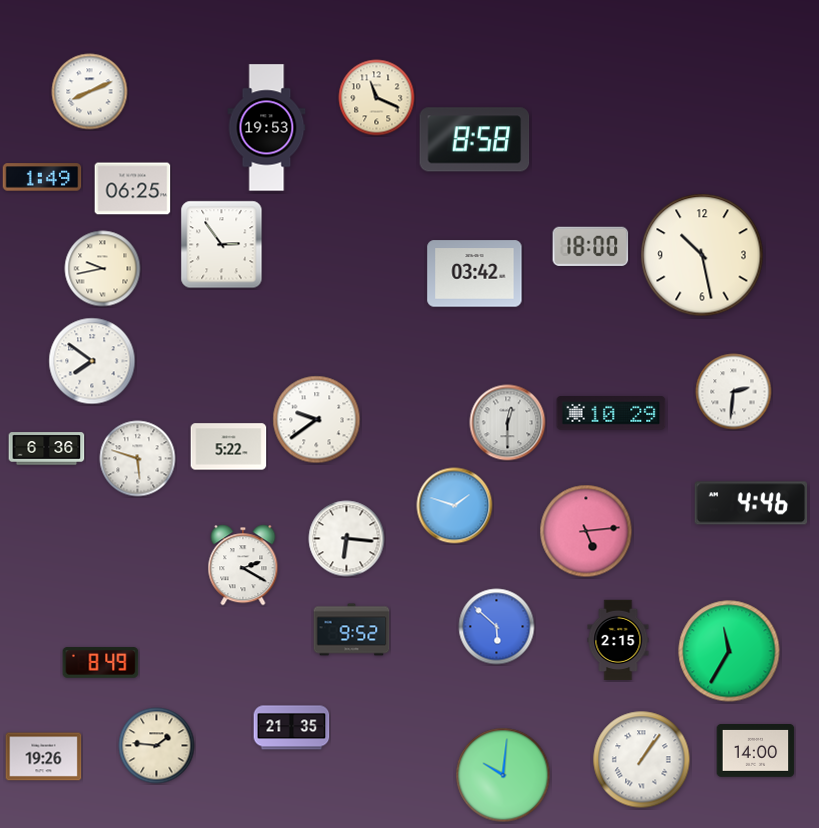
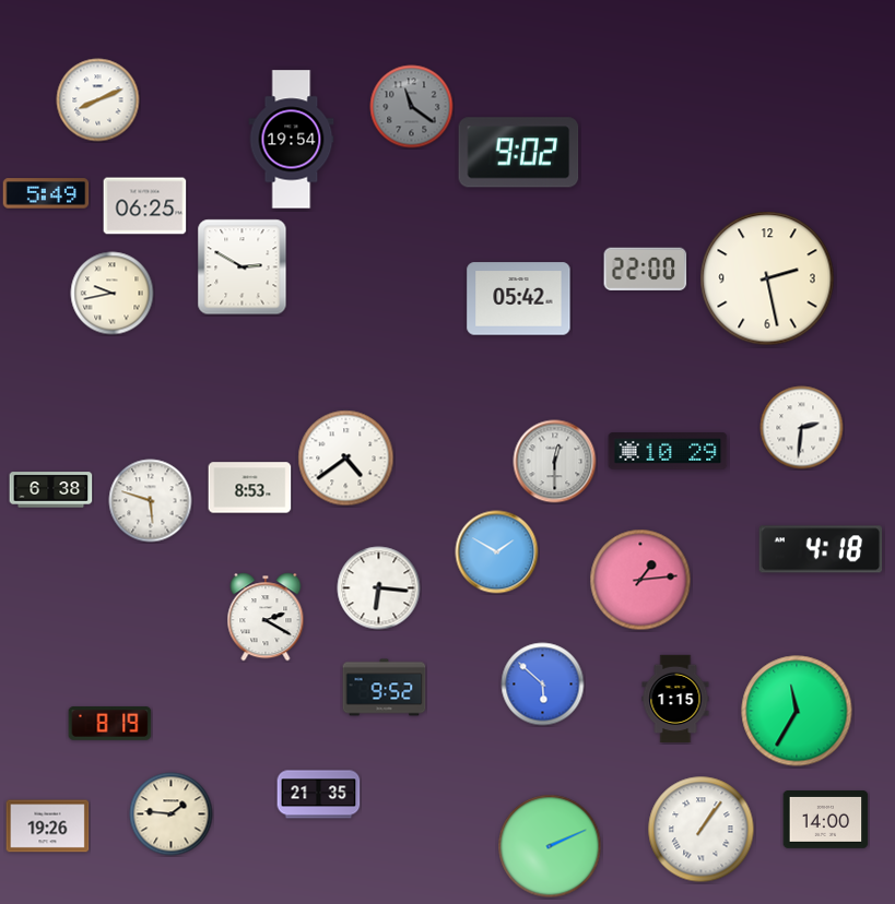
clock at (377, 98): 11:19 -> 11:21
clock at (377, 98) dial: cream -> grey
clock at (267, 128): 19:53 -> 19:54
clock at (475, 140): 8:58 -> 9:02
clock at (42, 177): 1:49 -> 5:49
clock at (222, 245): 2:54 -> 2:50
clock at (591, 246): 18:00 -> 22:00
clock at (702, 255): 10:28 -> 2:28
clock at (475, 274): 03:42 -> 05:42
clock at (92, 361): 7:51 -> none
clock at (317, 420): 9:39 -> 4:39
clock at (229, 447): 5:22 -> 8:53
clock at (47, 449): 6:36 -> 6:38
clock at (751, 503): 4:46 -> 4:18
clock at (455, 506): 1:48 -> 1:50
clock at (586, 531): 5:14 -> 1:14
clock at (618, 640): 2:15 -> 1:15
clock at (101, 663): 8:49 -> 8:19
clock at (503, 775): 10:01 -> 2:11
